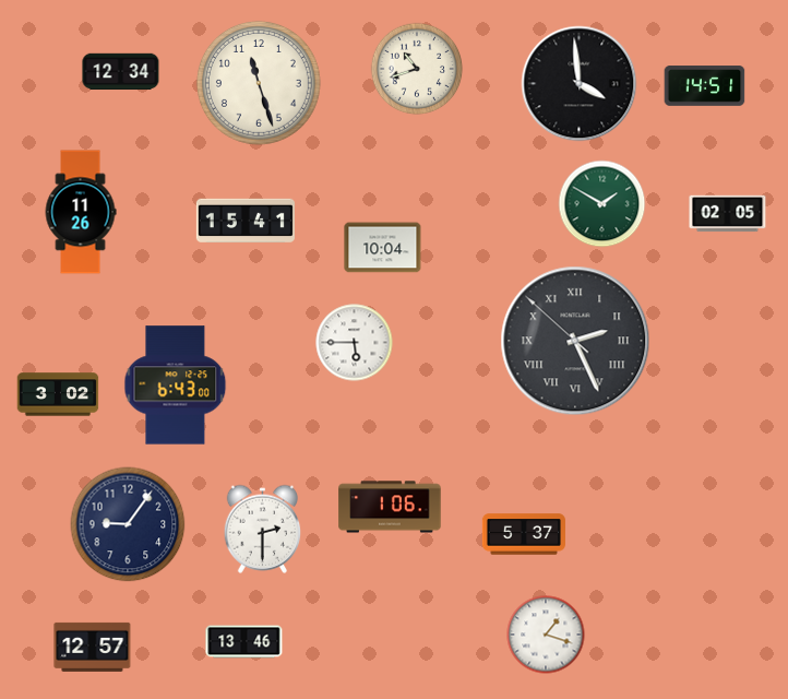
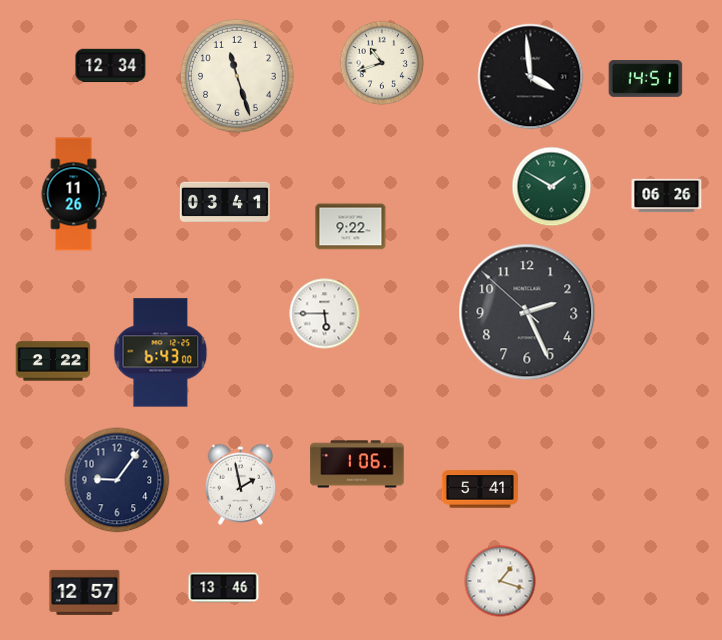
clock at (728, 214): 02:05 -> 06:26
clock at (246, 221): 15:41 -> 03:41
clock at (383, 248): 10:04 -> 9:22
clock at (575, 341) numerals: Roman -> Arabic
clock at (58, 394): 3:02 -> 2:22
clock at (263, 529): 2:30 -> 1:58
clock at (524, 534): 5:37 -> 5:41
